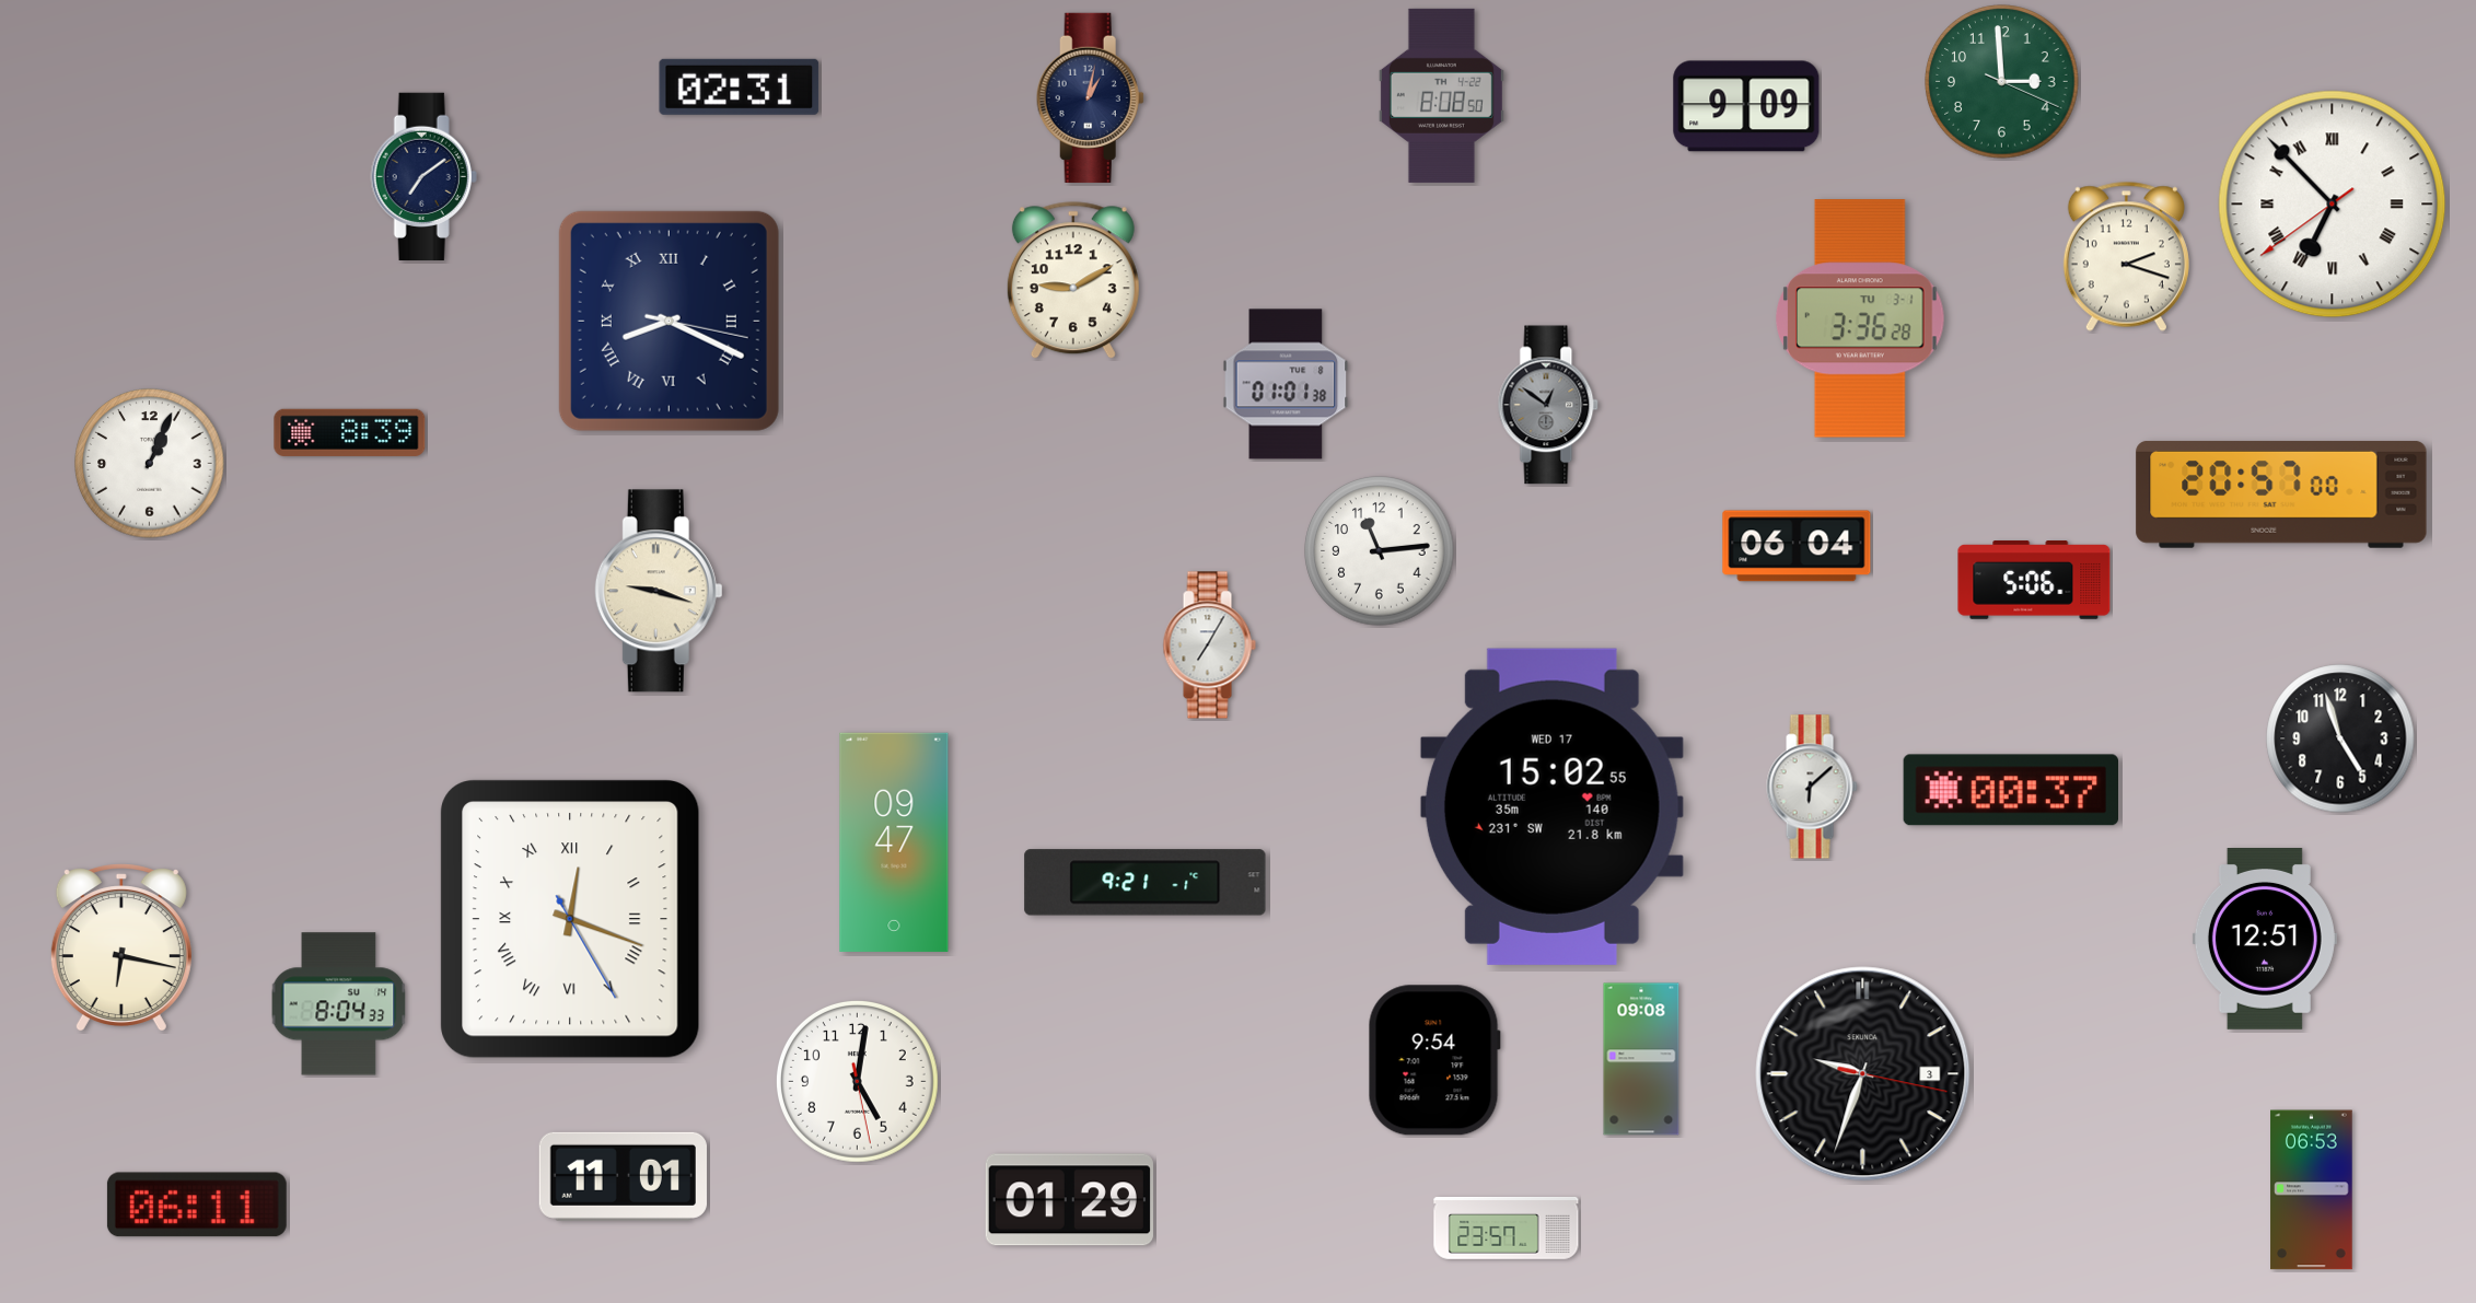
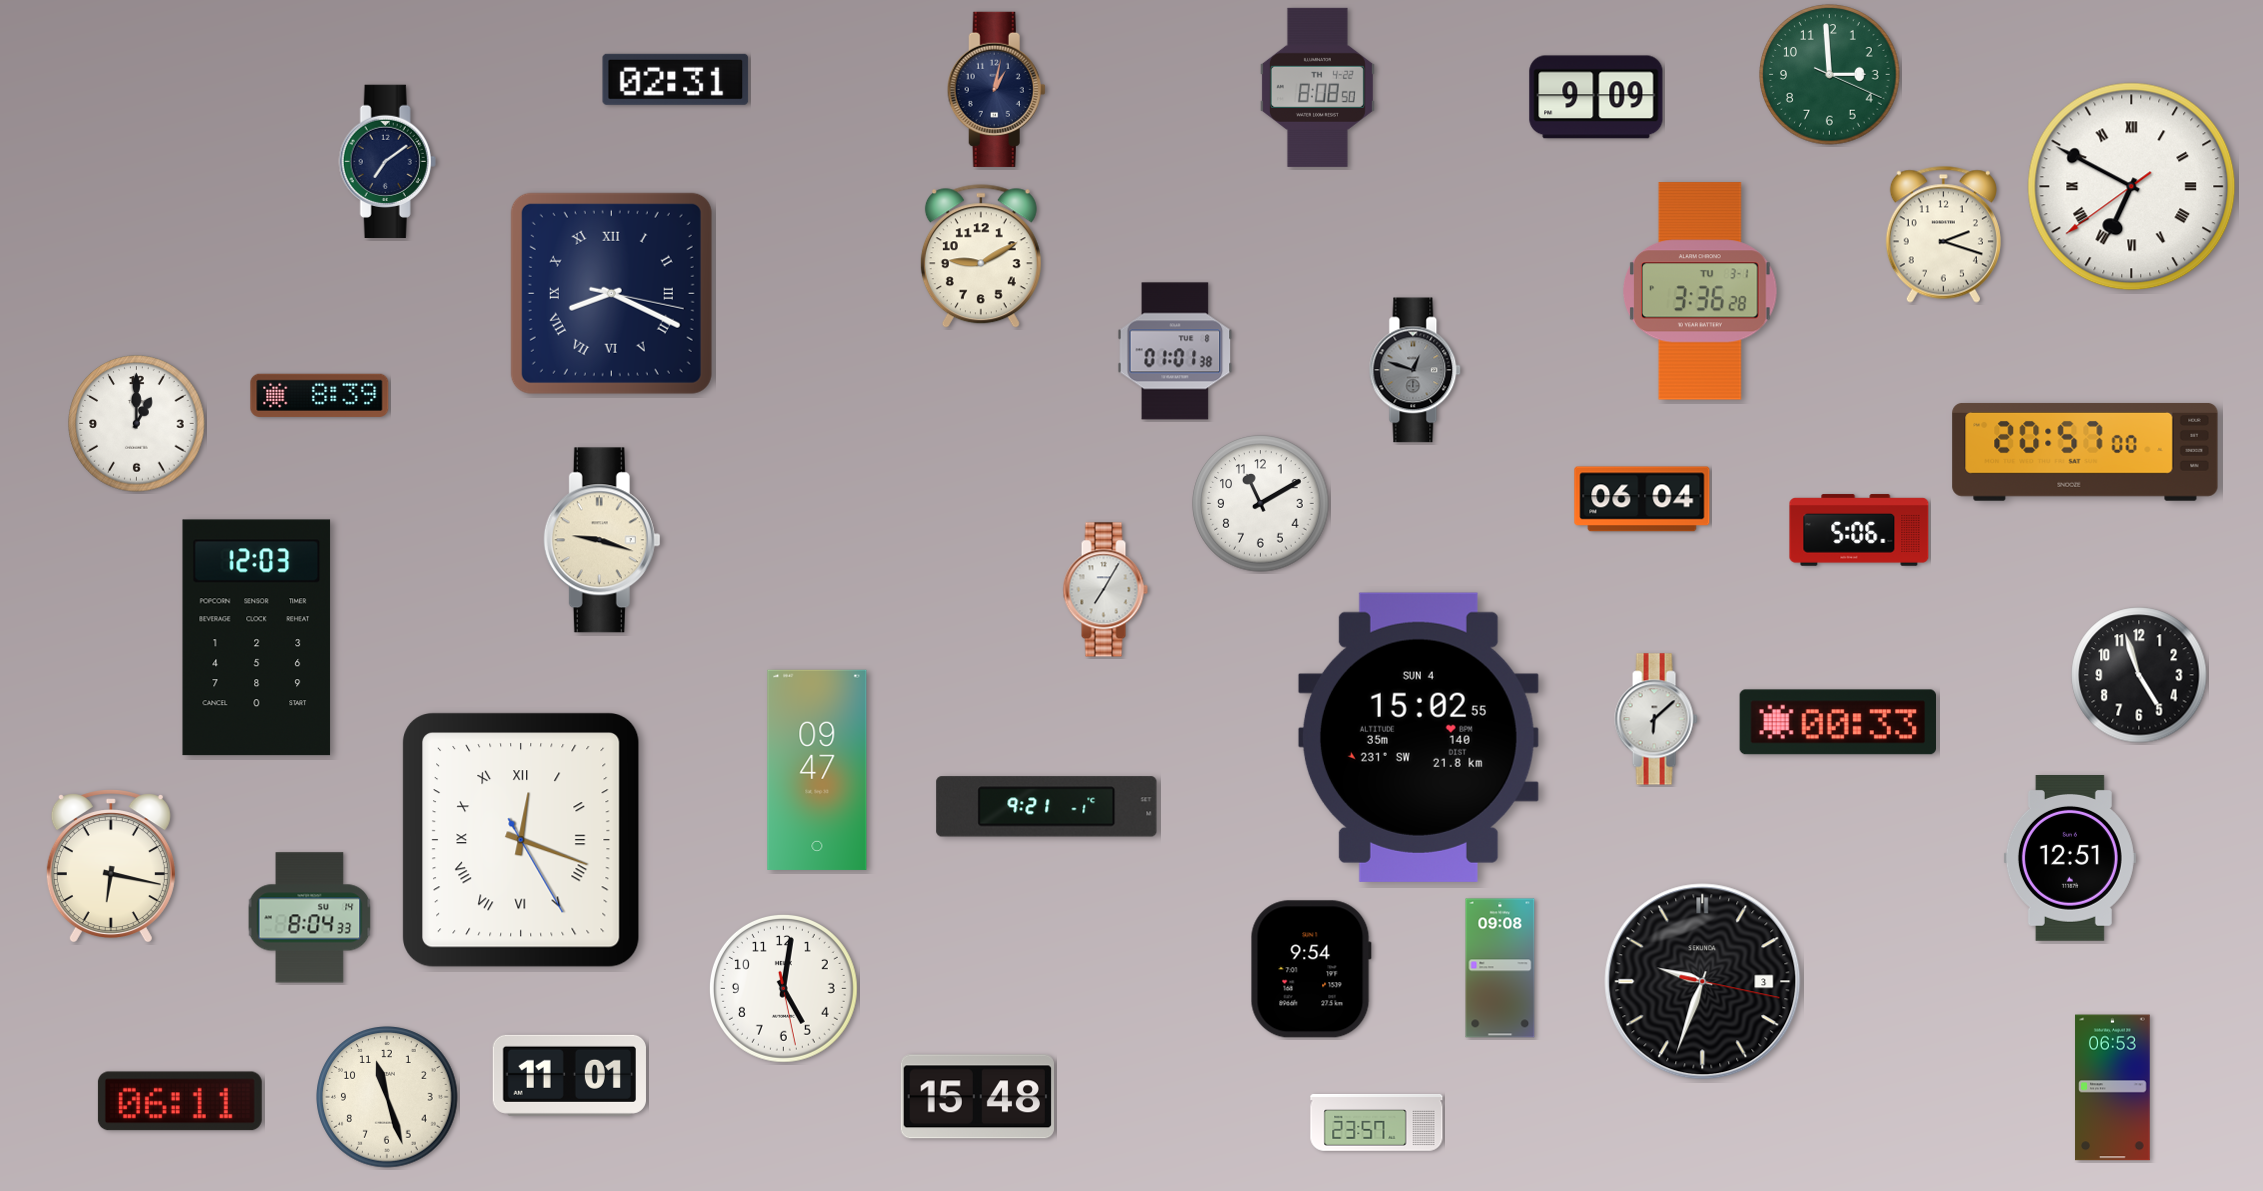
clock at (2333, 205): 6:52 -> 6:49
clock at (1548, 405): 12:51 -> 12:48
clock at (150, 464): 1:04 -> 1:00
clock at (1380, 551): 11:14 -> 11:10
clock at (257, 638): none -> 12:03
clock at (2010, 790): 00:37 -> 00:33
clock at (1551, 806) date: WED 17 -> SUN 4
clock at (387, 1097): none -> 11:27
clock at (1069, 1200): 01:29 -> 15:48
